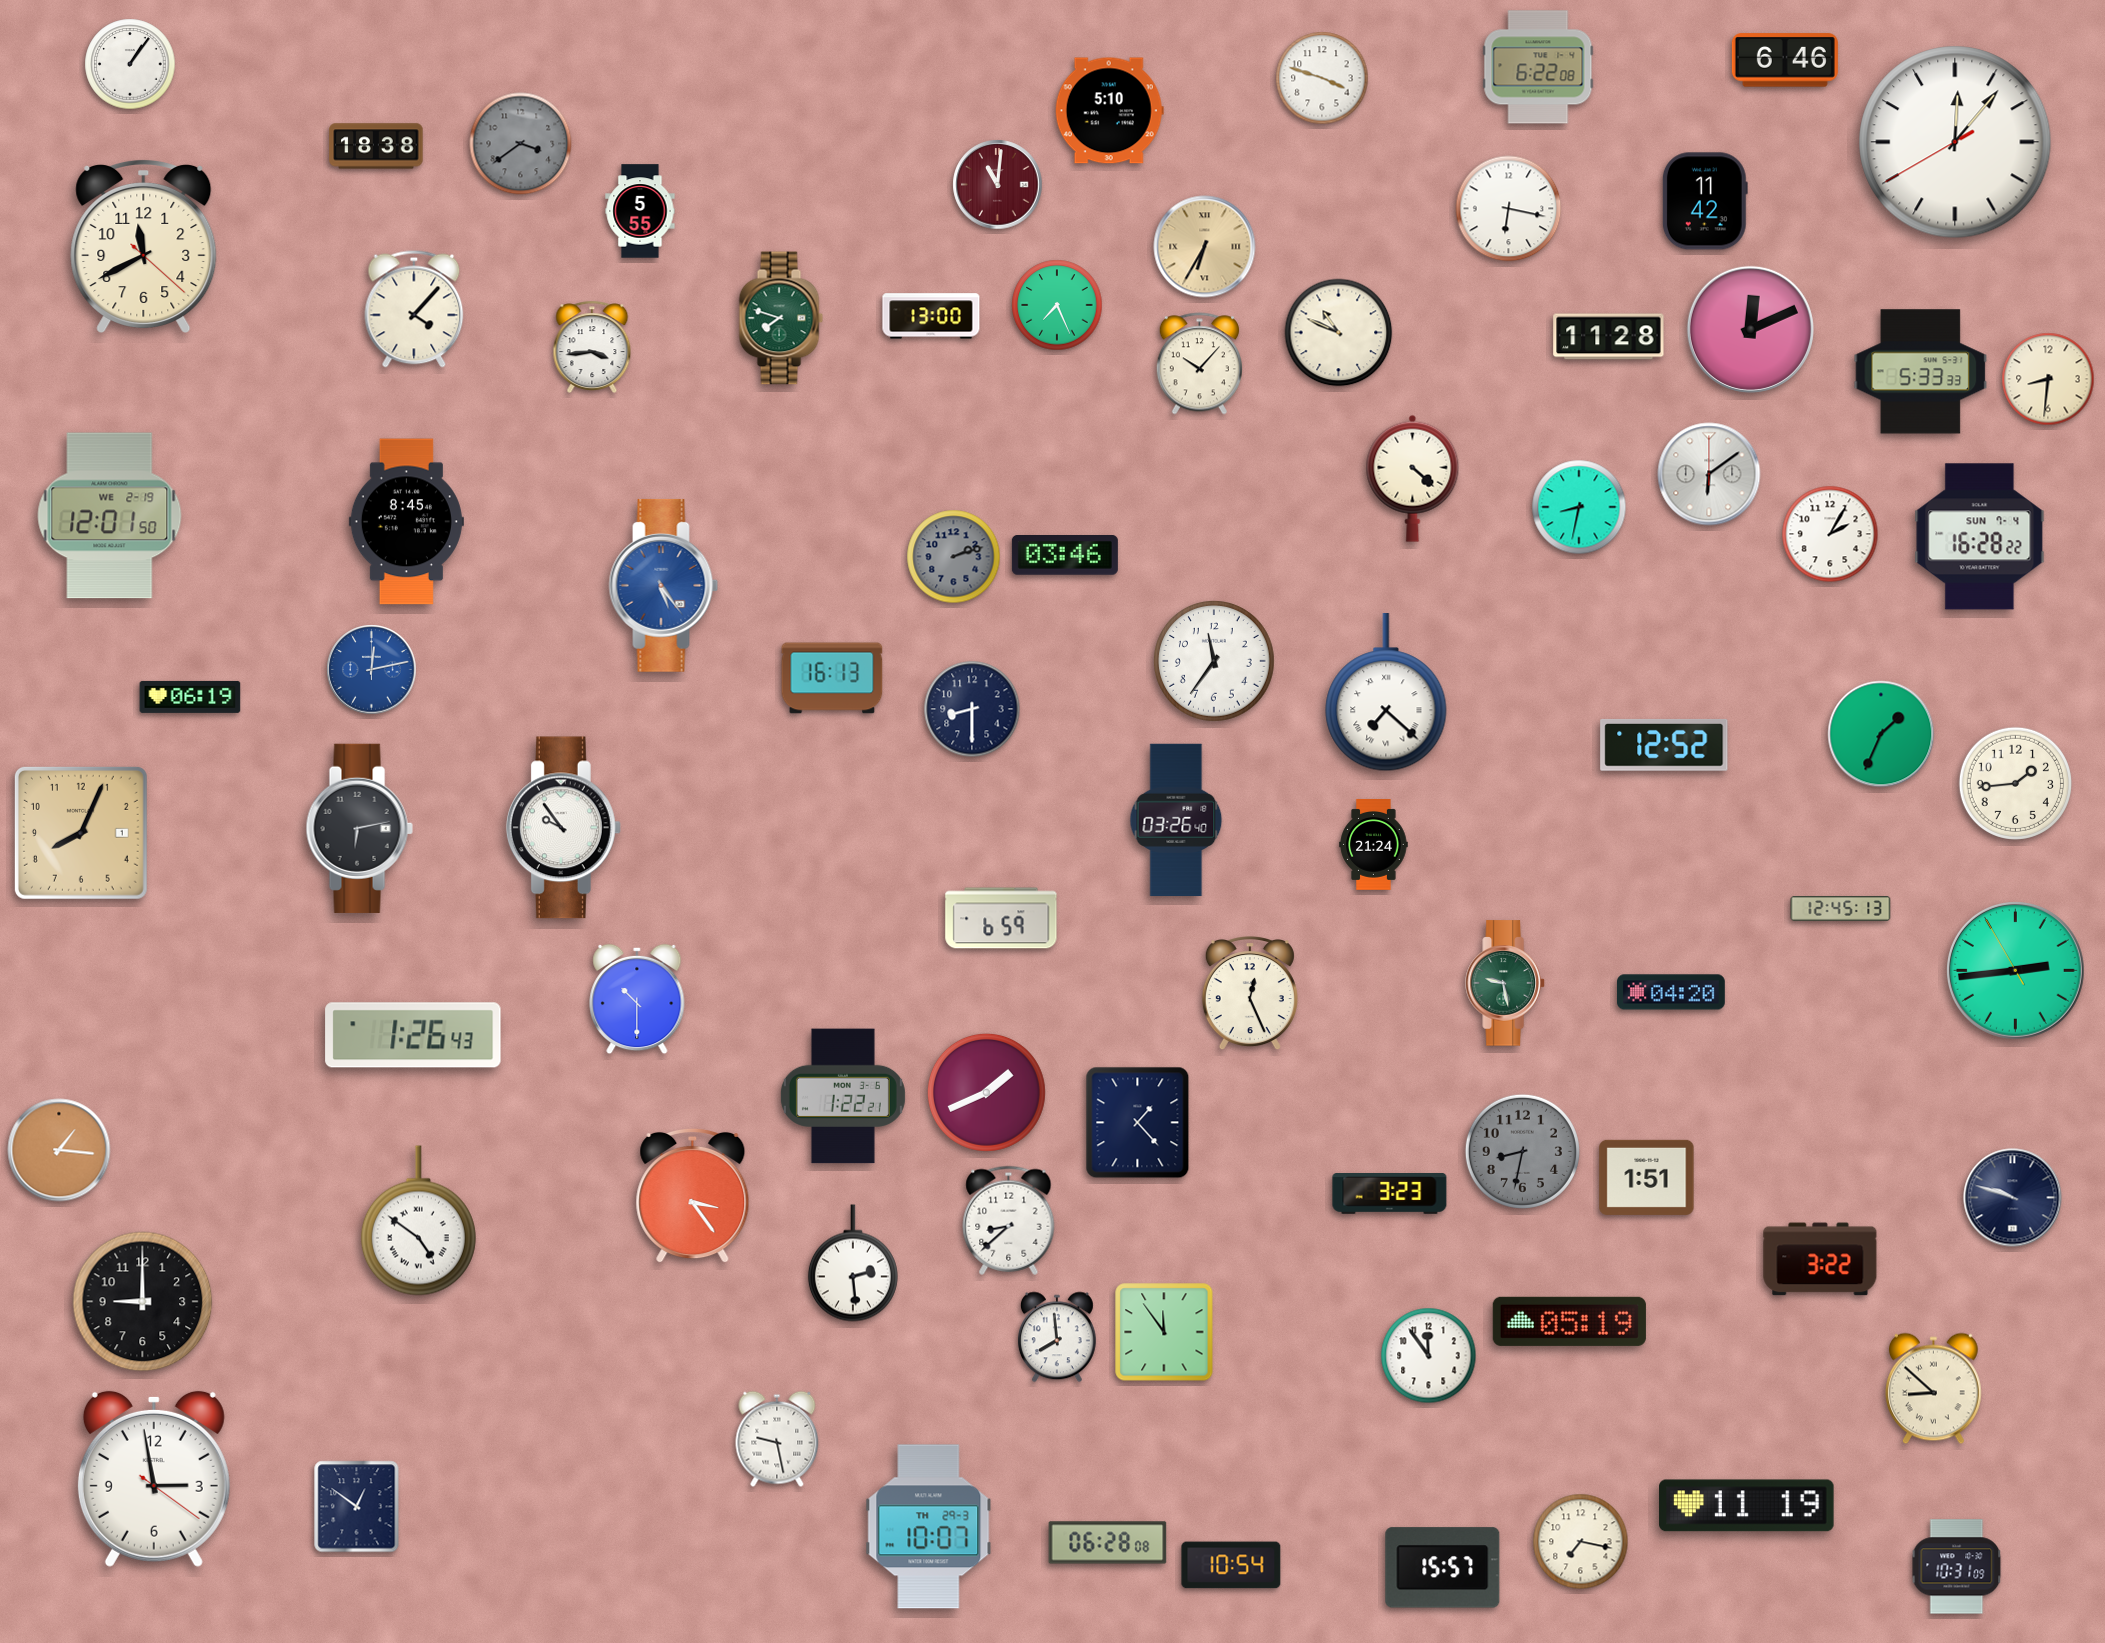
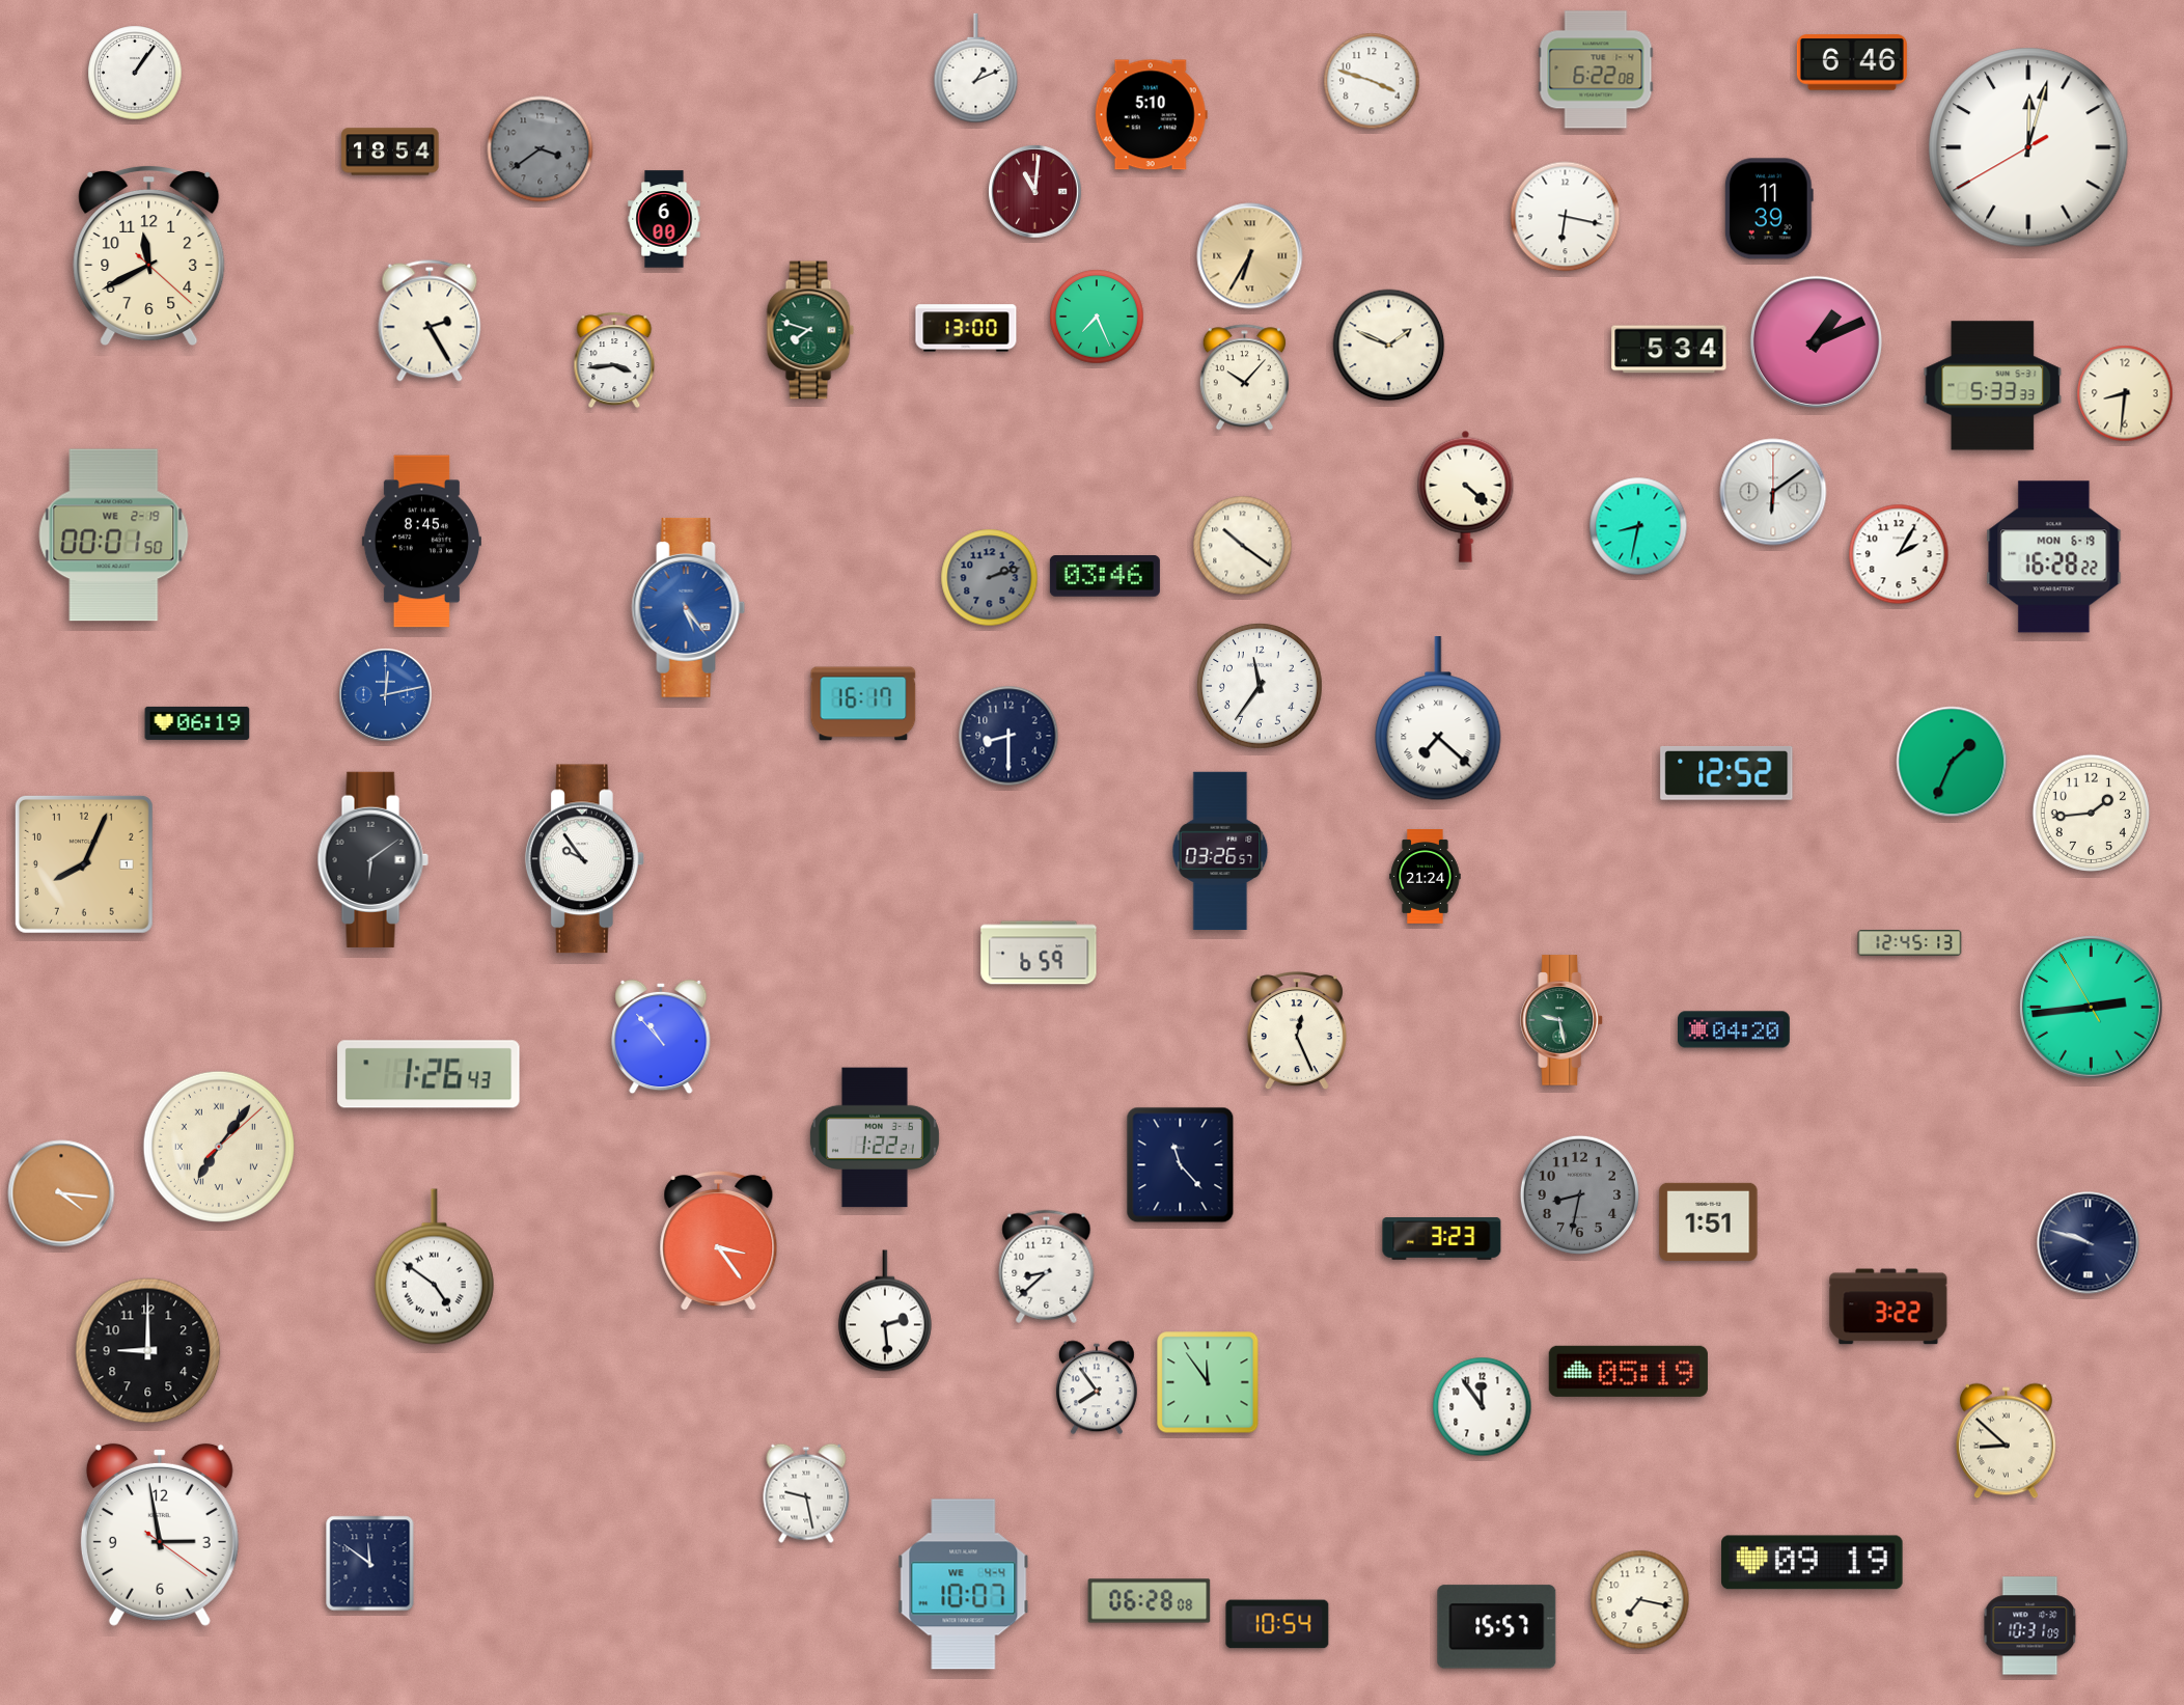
clock at (130, 64) position: (130, 64) -> (135, 73)
clock at (976, 68): none -> 1:11
clock at (1955, 142): 12:06 -> 12:02
clock at (376, 146): 18:38 -> 18:54
clock at (1705, 201): 11:42 -> 11:39
clock at (640, 211): 5:55 -> 6:00
clock at (414, 309): 4:07 -> 2:25
clock at (1750, 329): 12:11 -> 1:11
clock at (1339, 333): 10:49 -> 1:49
clock at (1609, 337): 11:28 -> 5:34
clock at (110, 516): 12:01 -> 00:01
clock at (1243, 546): none -> 10:21
clock at (1980, 537) date: SUN 7-4 -> MON 6-19
clock at (832, 678): 16:13 -> 16:17
clock at (1176, 820): 03:26:40 -> 03:26:57
clock at (359, 828): 6:13 -> 6:09
clock at (637, 999): 10:30 -> 10:53
clock at (986, 1092): 1:41 -> none
clock at (219, 1147): none -> 7:06
clock at (1138, 1123): 1:23 -> 11:23
clock at (59, 1150): 1:16 -> 4:16
clock at (1057, 1337): 7:59 -> 7:54
clock at (1747, 1506): 11:19 -> 09:19
clock at (357, 1507): 12:51 -> 11:51
clock at (929, 1527) date: TH 29-3 -> WE 4-4
